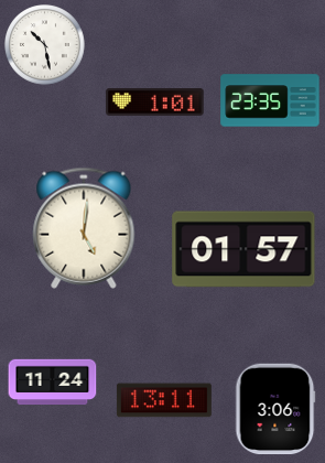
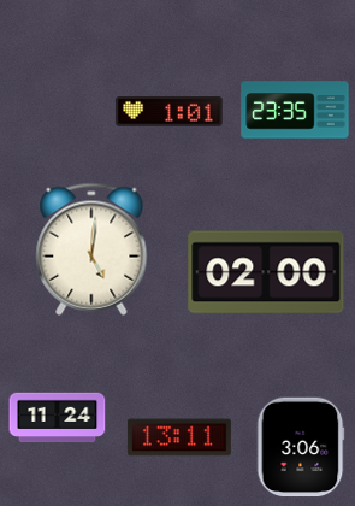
clock at (45, 45): 10:28 -> none
clock at (243, 249): 01:57 -> 02:00
